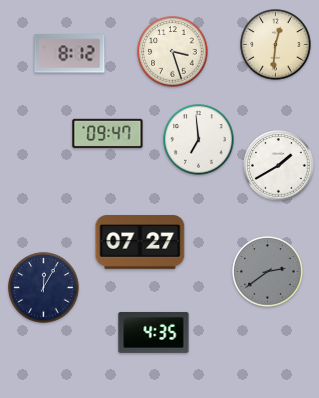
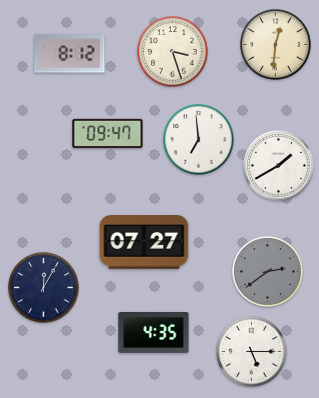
clock at (140, 242) position: (140, 242) -> (144, 242)
clock at (252, 352): none -> 5:15
